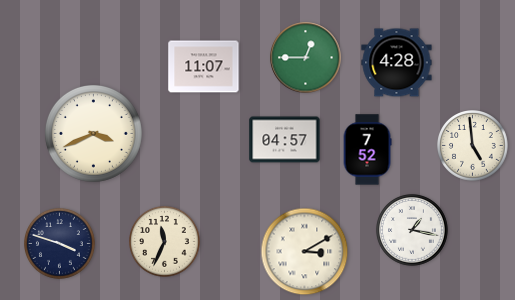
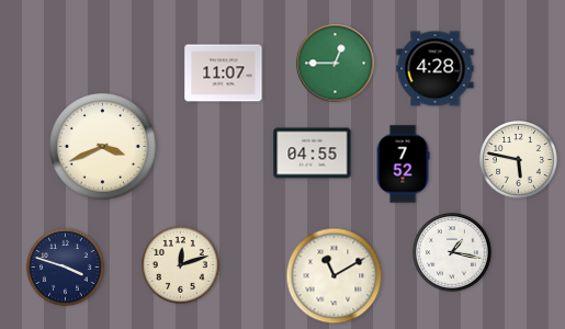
clock at (285, 140): 04:57 -> 04:55
clock at (473, 146): 4:59 -> 5:47
clock at (165, 242): 11:34 -> 12:12
clock at (305, 252): 3:10 -> 11:10
